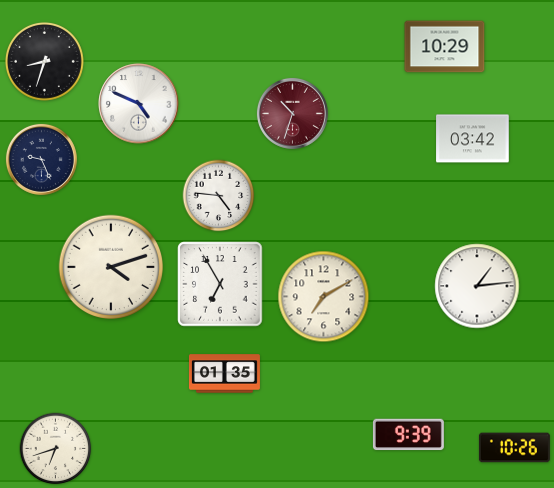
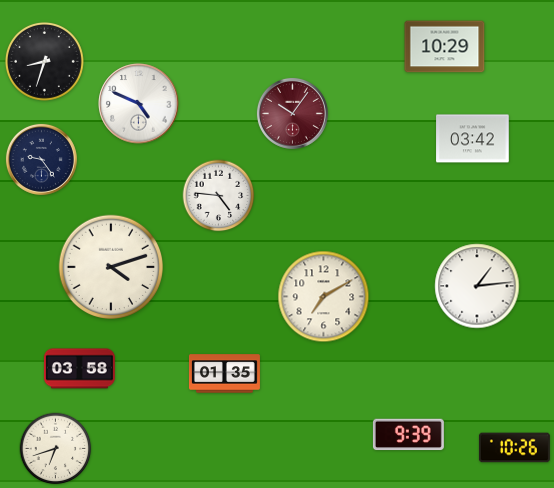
clock at (292, 113): 10:33 -> 10:06
clock at (41, 159): 9:26 -> 9:24
clock at (220, 284): 6:55 -> none
clock at (79, 369): none -> 03:58
